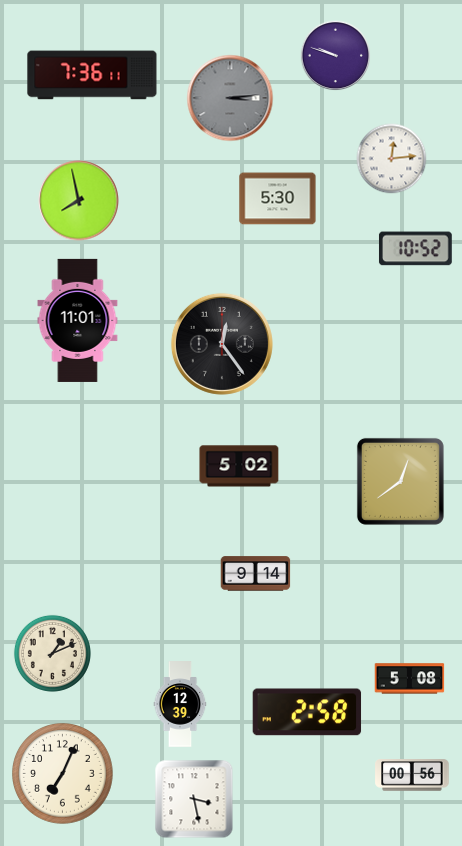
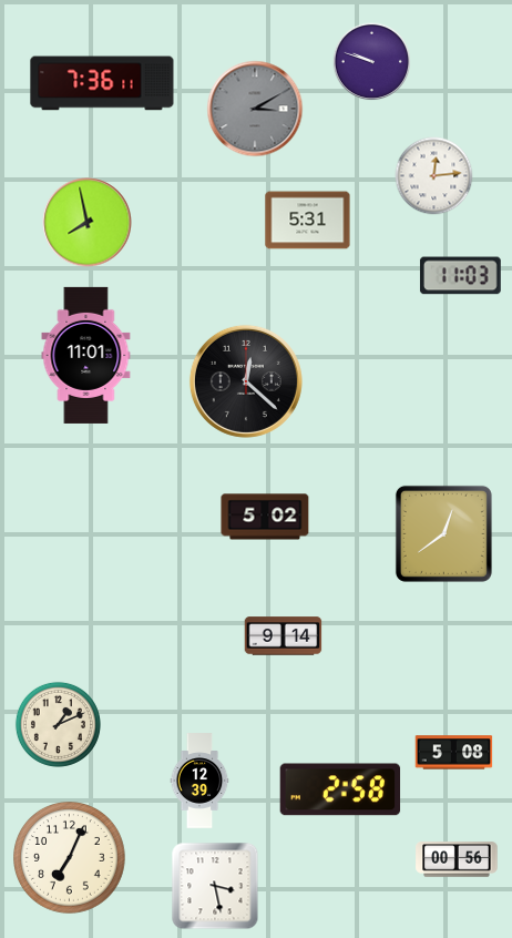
clock at (230, 98): 3:14 -> 3:10
clock at (278, 199): 5:30 -> 5:31
clock at (415, 249): 10:52 -> 11:03
clock at (222, 344): 12:24 -> 12:22
